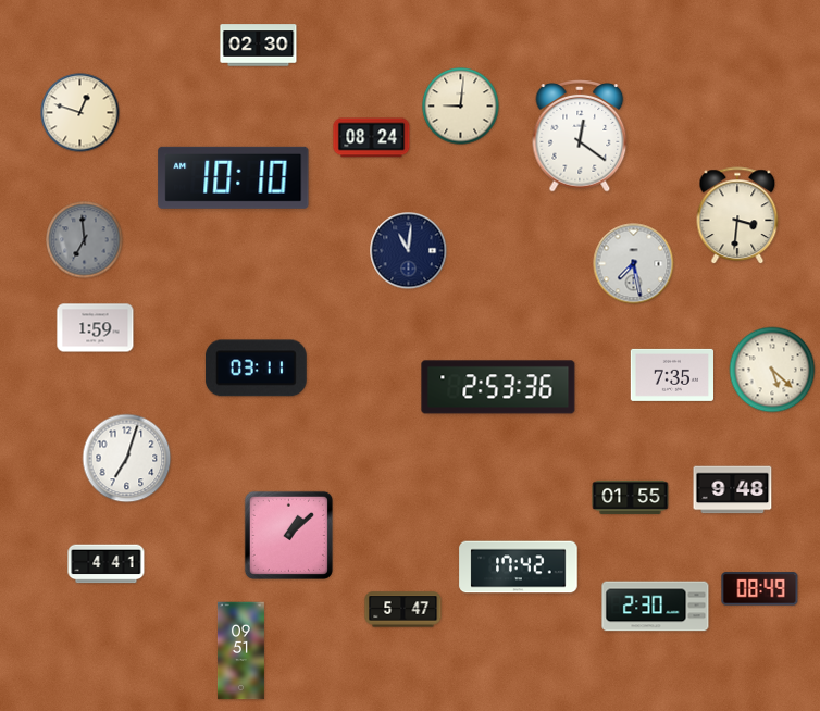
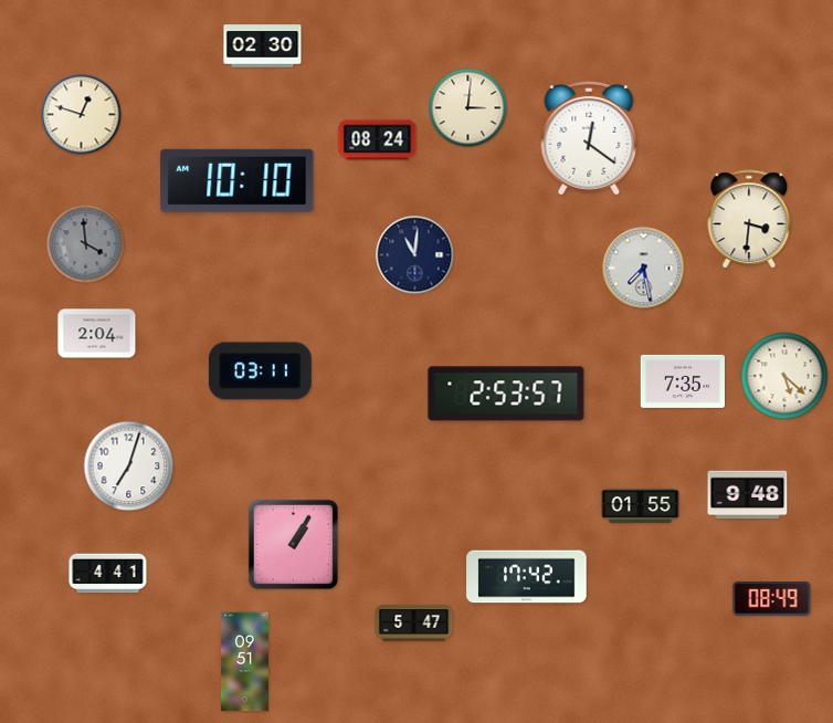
clock at (461, 107): 9:01 -> 3:01
clock at (85, 240): 6:59 -> 3:59
clock at (96, 328): 1:59 -> 2:04
clock at (256, 369) position: (256, 369) -> (260, 371)
clock at (498, 387): 2:53:36 -> 2:53:57
clock at (733, 490) position: (733, 490) -> (748, 495)
clock at (288, 535): 1:08 -> 1:05
clock at (656, 607): 2:30 -> none
clock at (403, 610) position: (403, 610) -> (414, 624)
